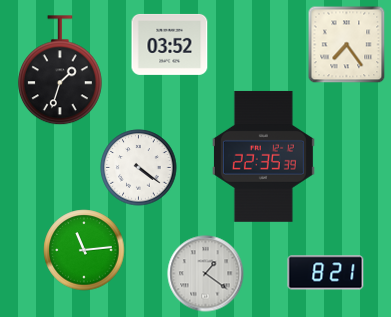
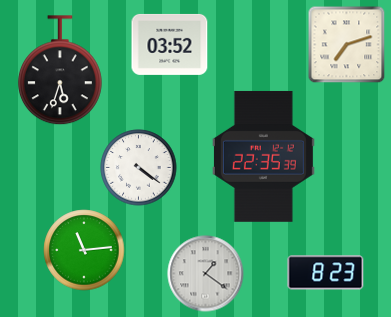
clock at (346, 44): 7:24 -> 7:12
clock at (60, 71): 1:33 -> 5:33
clock at (326, 273): 8:21 -> 8:23
